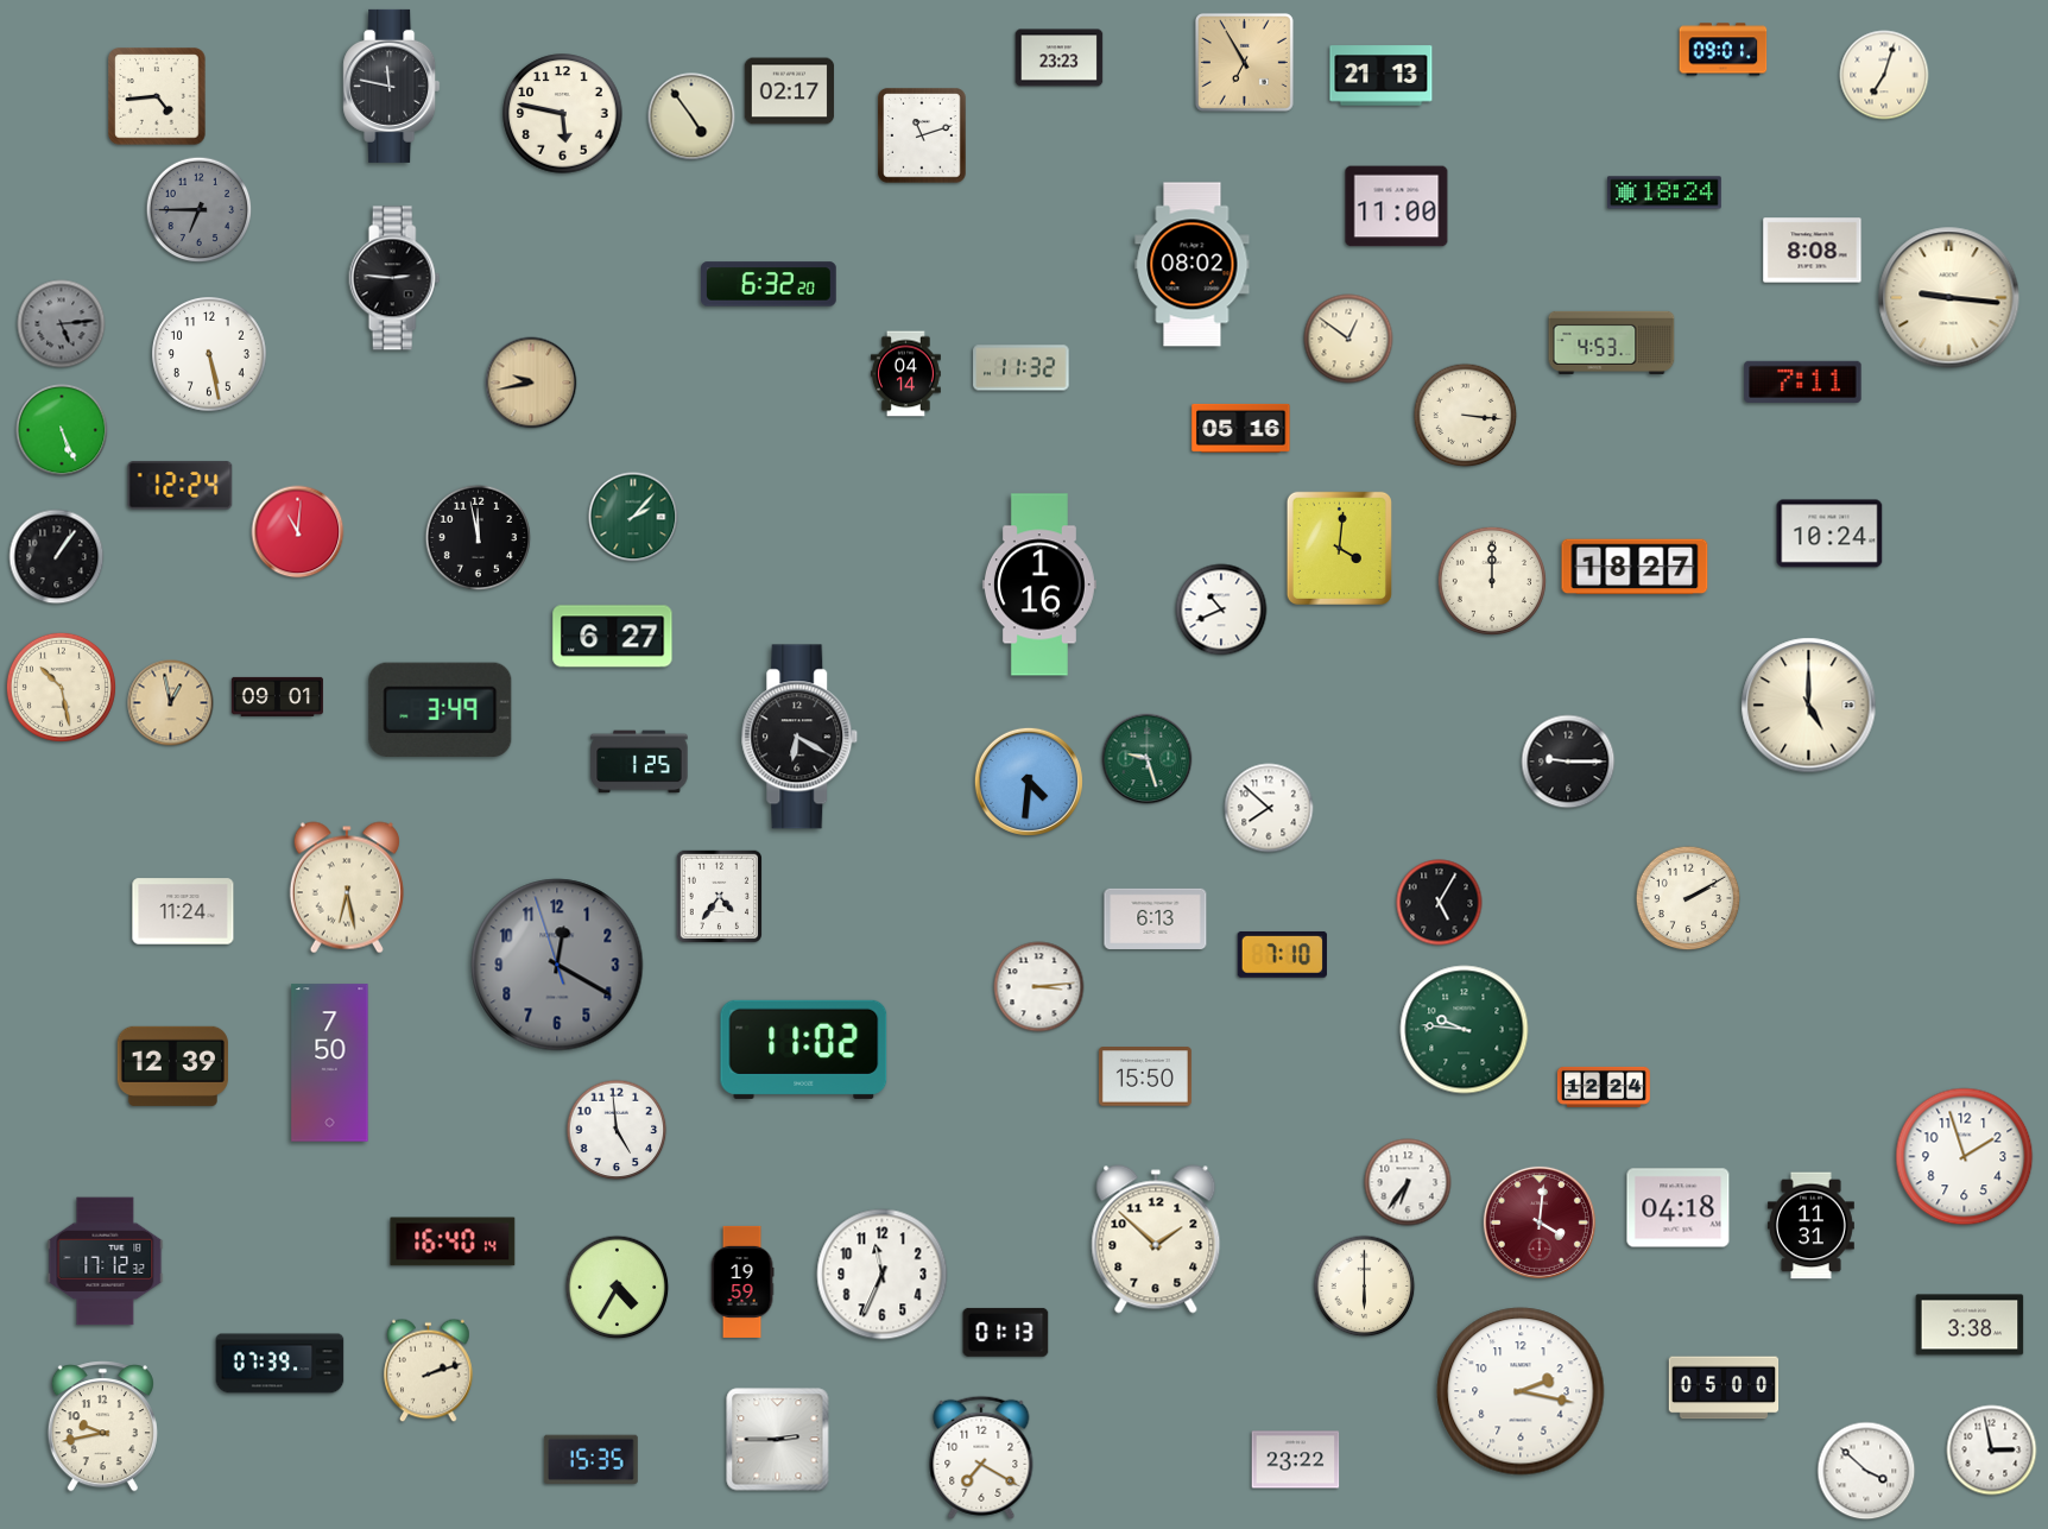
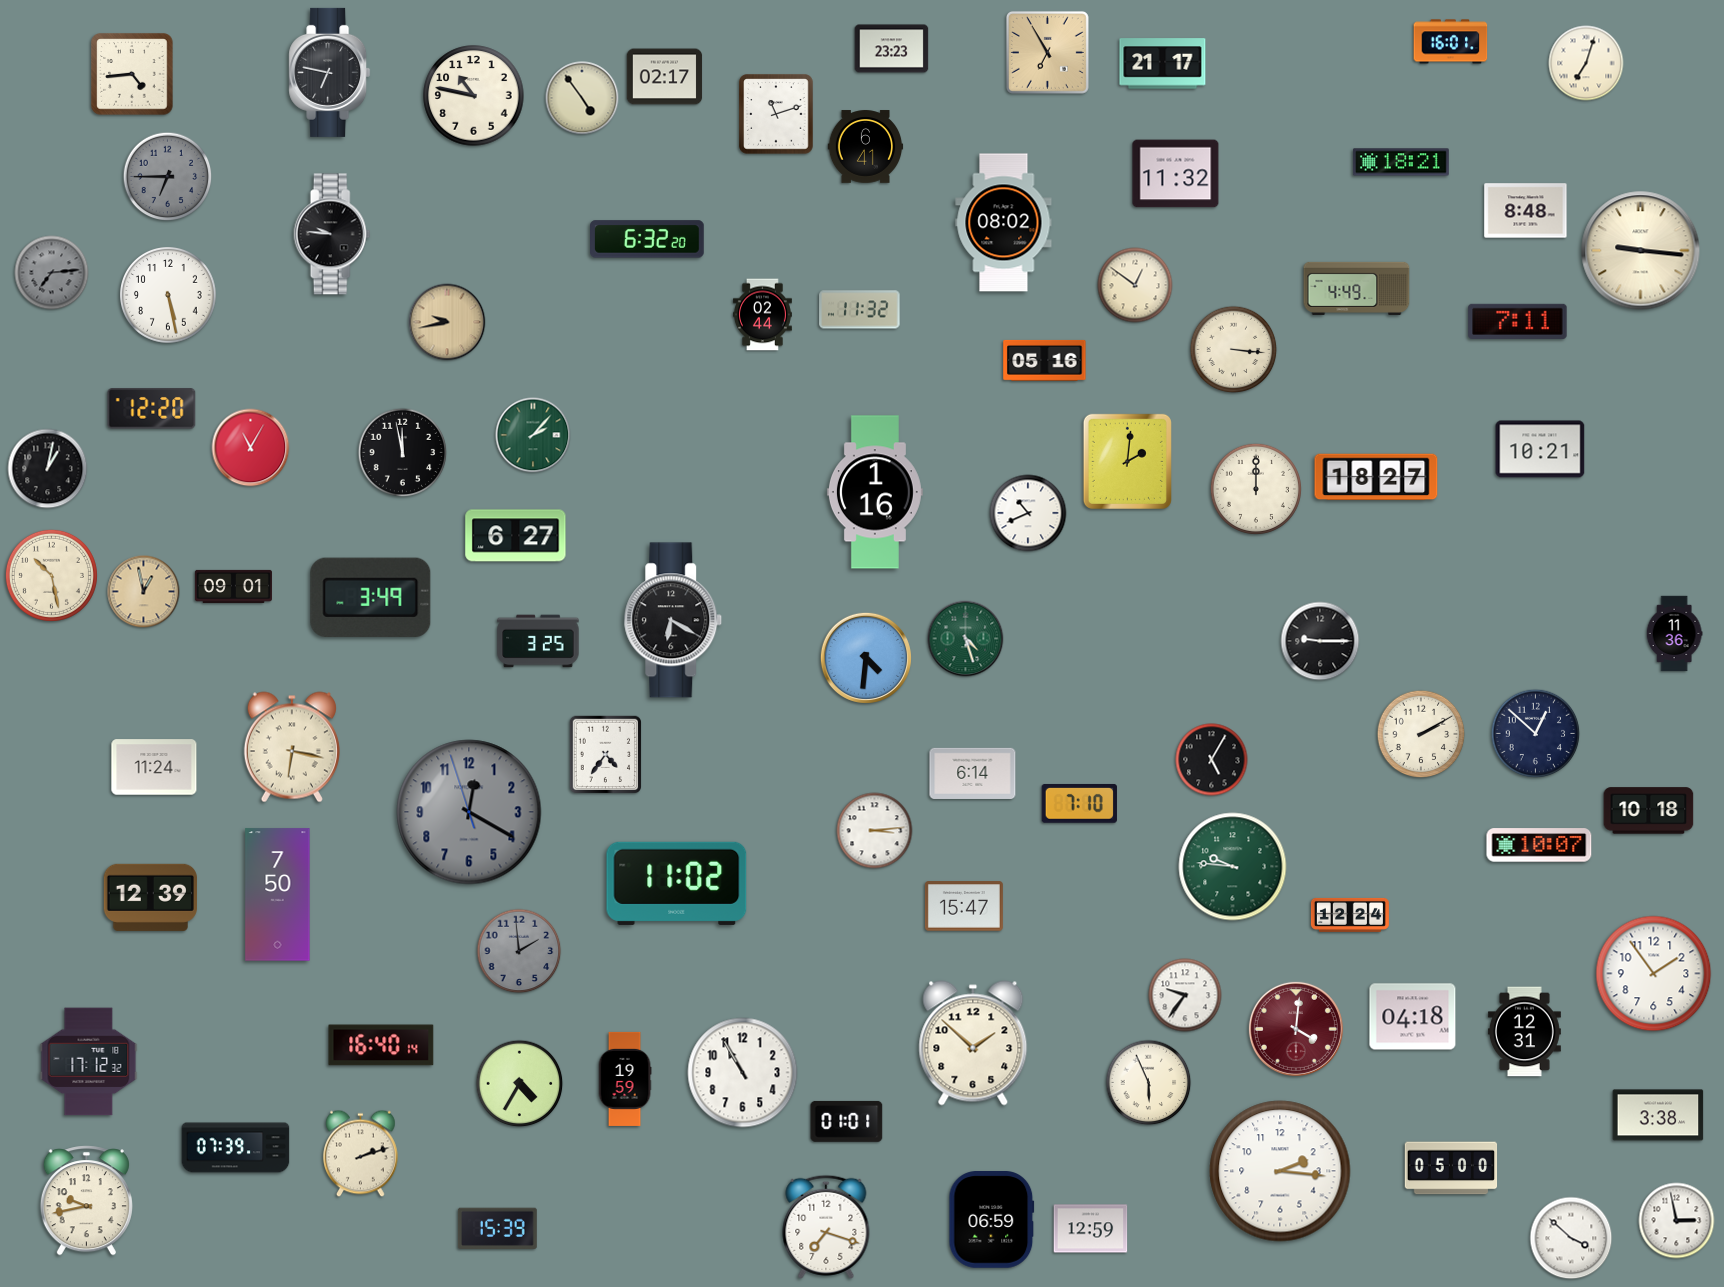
clock at (1724, 50): 09:01 -> 16:01
clock at (1382, 76): 21:13 -> 21:17
clock at (392, 86): 11:47 -> 6:47
clock at (157, 96) position: (157, 96) -> (132, 74)
clock at (563, 114): 5:47 -> 10:47
clock at (866, 147): none -> 6:41
clock at (1664, 192): 18:24 -> 18:21
clock at (1397, 207): 11:00 -> 11:32
clock at (1813, 251): 8:08 -> 8:48
clock at (394, 278): 2:46 -> 9:46
clock at (62, 324): 5:14 -> 7:14
clock at (1612, 342): 4:53 -> 4:49
clock at (210, 355) position: (210, 355) -> (169, 296)
clock at (905, 374): 04:14 -> 02:44
clock at (62, 430): 5:26 -> none
clock at (181, 486): 12:24 -> 12:20
clock at (298, 532): 11:01 -> 11:05
clock at (1829, 533): 10:24 -> 10:21
clock at (1339, 548): 4:01 -> 2:01
clock at (57, 557): 1:06 -> 1:02
clock at (61, 687) position: (61, 687) -> (51, 575)
clock at (1809, 706): 5:00 -> none
clock at (1674, 634): none -> 11:36
clock at (1148, 759): 9:27 -> 4:27
clock at (639, 762): 1:25 -> 3:25
clock at (1269, 808): 7:52 -> none
clock at (1536, 734): none -> 12:52
clock at (347, 887): 6:28 -> 6:17
clock at (1688, 898) position: (1688, 898) -> (1421, 734)
clock at (1156, 918): 6:13 -> 6:14
clock at (1649, 811): none -> 10:18
clock at (1539, 845): none -> 10:07
clock at (172, 1066) position: (172, 1066) -> (150, 897)
clock at (1145, 1076): 15:50 -> 15:47
clock at (617, 1130): 4:59 -> 1:59
clock at (617, 1130) dial: white -> grey
clock at (1965, 1157): 1:57 -> 1:54
clock at (1408, 1182): 6:36 -> 9:36
clock at (1810, 1226): 11:31 -> 12:31
clock at (883, 1275): 11:34 -> 10:55
clock at (1365, 1287): 6:00 -> 5:56
clock at (1006, 1332): 01:13 -> 01:01
clock at (1521, 1391): 2:17 -> 2:16
clock at (778, 1440): 2:45 -> none
clock at (992, 1220): none -> 06:59
clock at (981, 1458): 7:20 -> 7:18
clock at (590, 1460): 15:35 -> 15:39
clock at (1296, 1460): 23:22 -> 12:59
